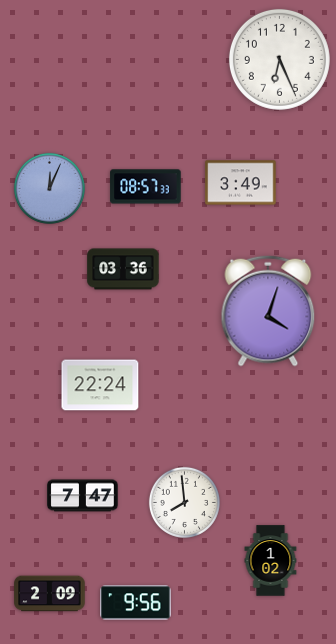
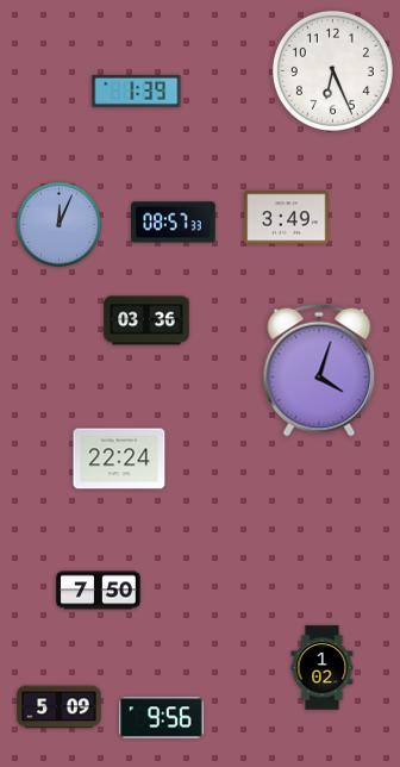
clock at (137, 91): none -> 1:39
clock at (83, 496): 7:47 -> 7:50
clock at (184, 502): 7:59 -> none
clock at (50, 594): 2:09 -> 5:09
